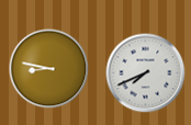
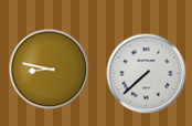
clock at (146, 73): 7:41 -> 7:38
